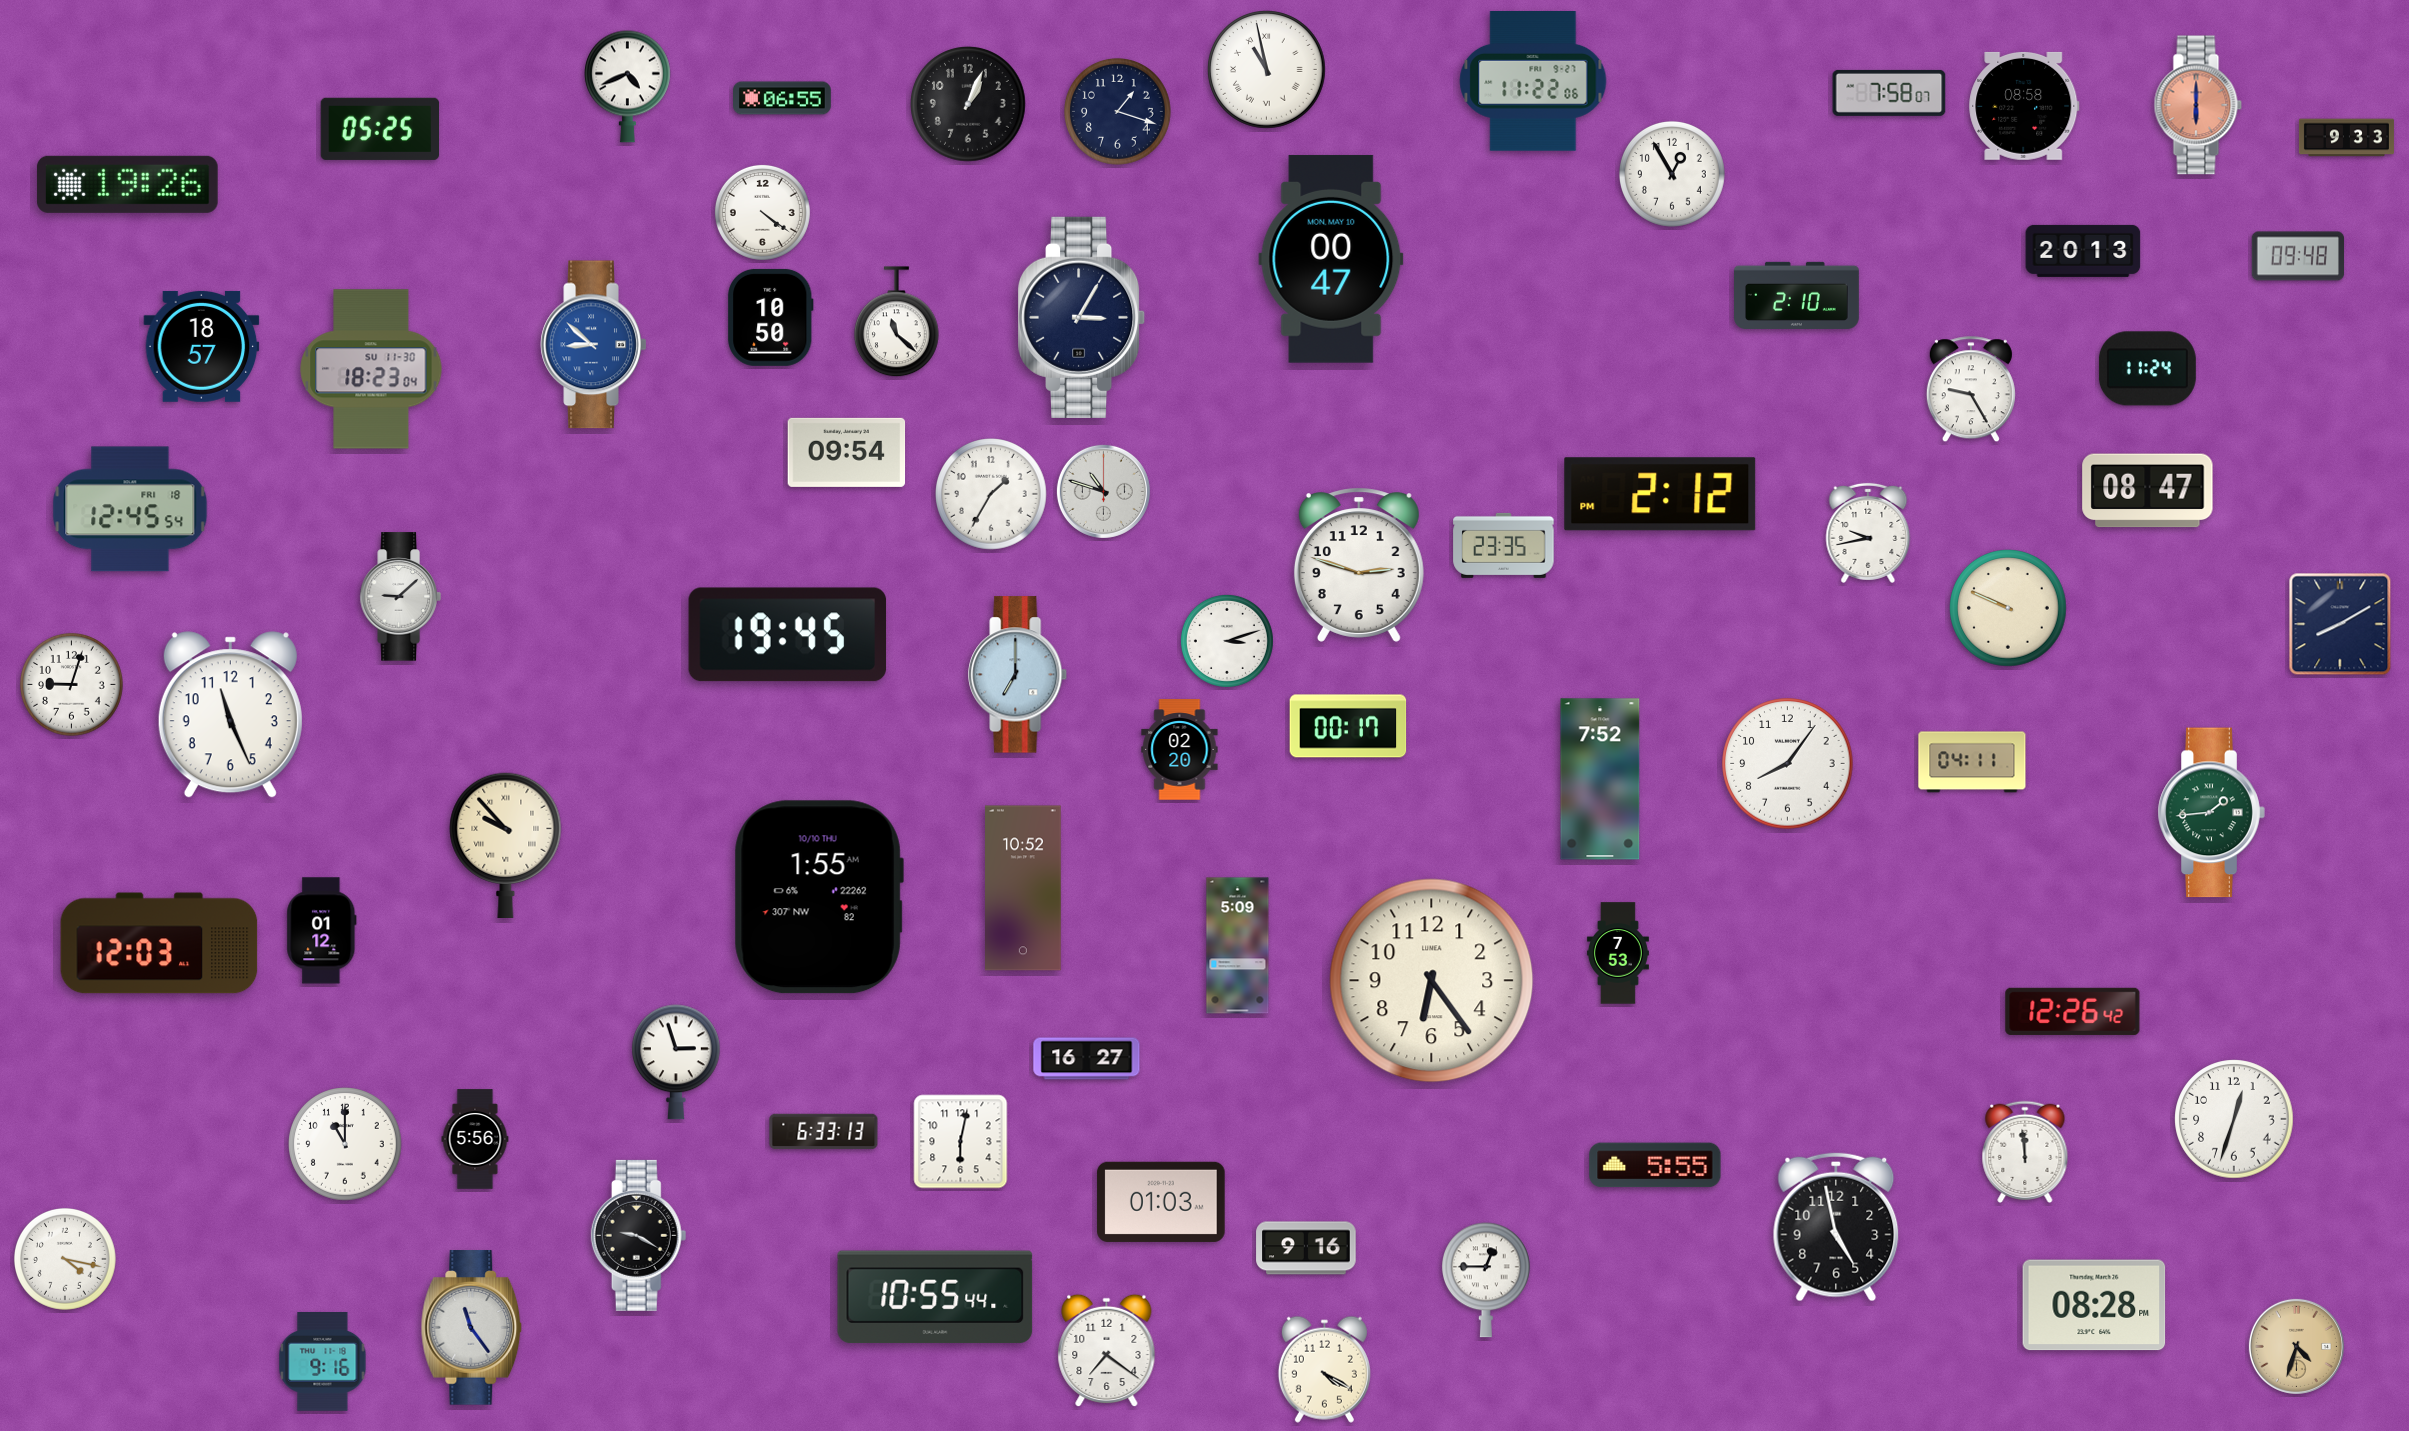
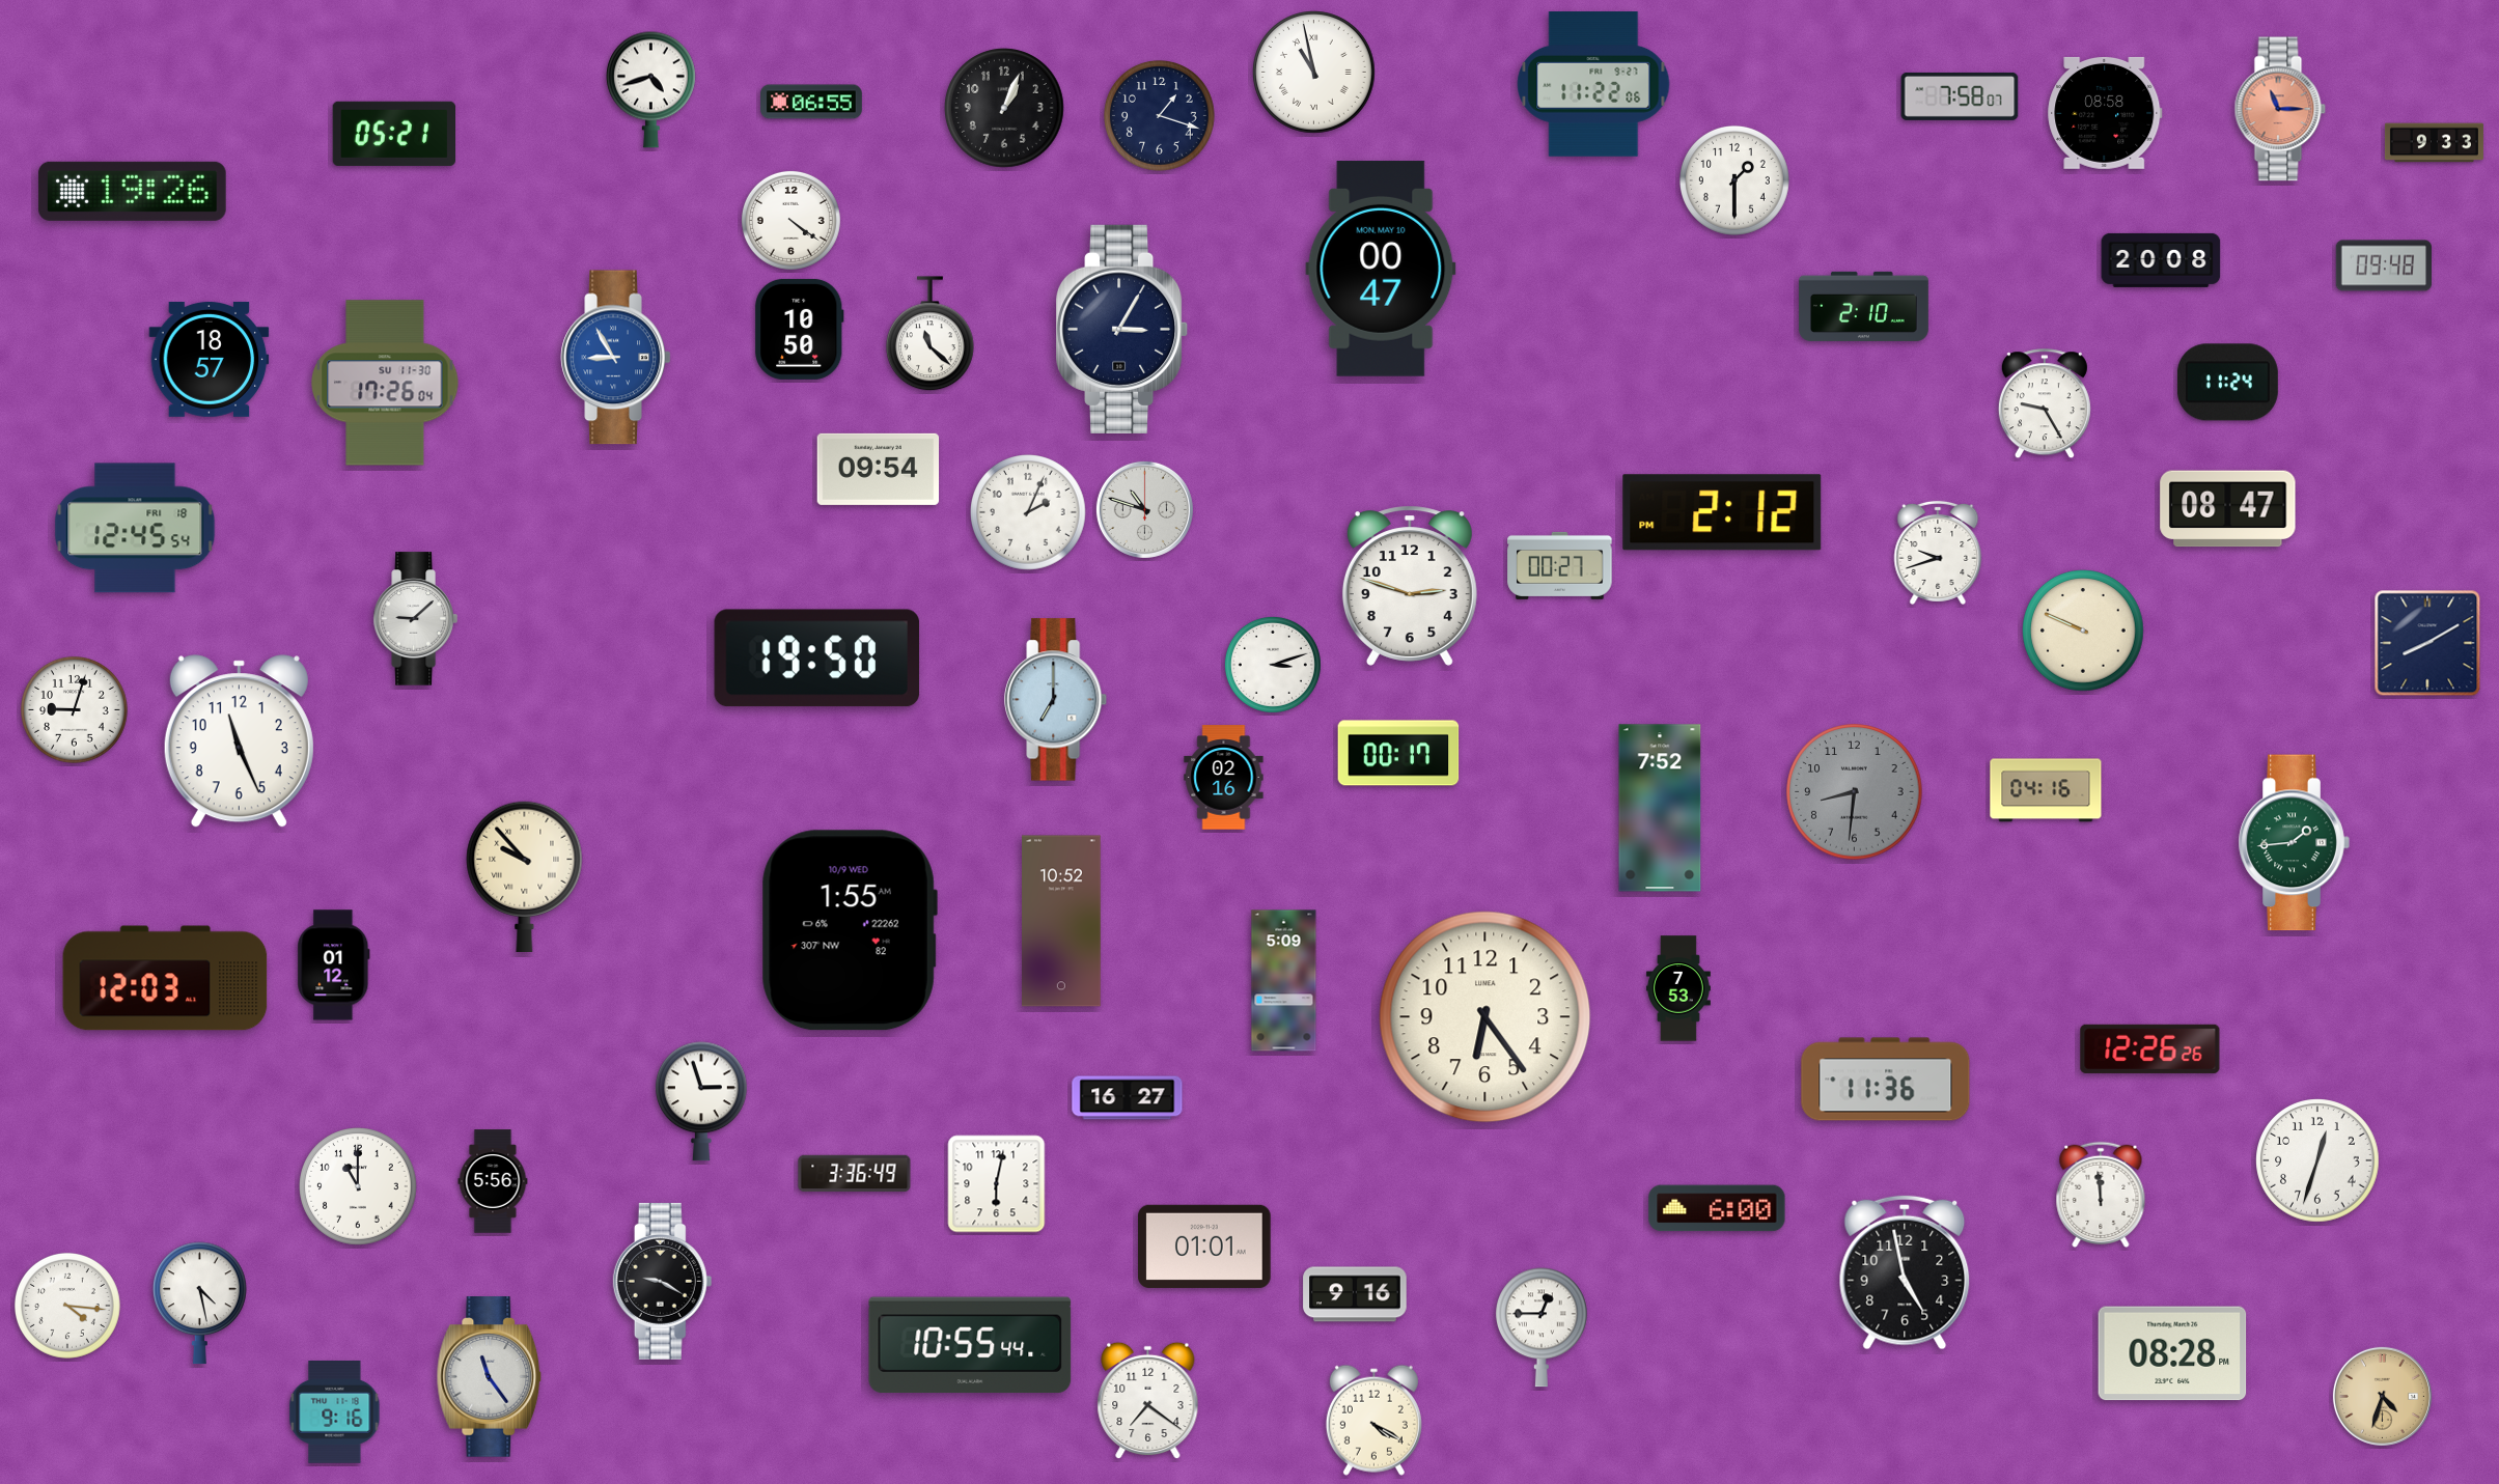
clock at (1533, 82) position: (1533, 82) -> (1593, 85)
clock at (628, 86): 4:41 -> 4:42
clock at (2198, 105): 6:00 -> 11:15
clock at (2024, 106) position: (2024, 106) -> (2105, 113)
clock at (379, 129): 05:25 -> 05:21
clock at (1673, 174): 12:55 -> 1:30
clock at (2083, 251): 20:13 -> 20:08
clock at (594, 345): 8:52 -> 8:55
clock at (371, 369): 18:23 -> 17:26
clock at (992, 495): 1:35 -> 2:04
clock at (1868, 533): 9:43 -> 9:42
clock at (1504, 545): 23:35 -> 00:27
clock at (2340, 624) position: (2340, 624) -> (2427, 643)
clock at (788, 635): 19:45 -> 19:50
clock at (1180, 750): 02:20 -> 02:16
clock at (1972, 762): 04:11 -> 04:16
clock at (1788, 764): 8:06 -> 8:31
clock at (1788, 764) dial: white -> grey
clock at (819, 897) date: 10/10 THU -> 10/9 WED
clock at (2073, 1011): 12:26:42 -> 12:26:26
clock at (1886, 1080): none -> 11:36
clock at (824, 1132): 6:33 -> 3:36
clock at (1655, 1165): 5:55 -> 6:00
clock at (1161, 1202): 01:03 -> 01:01
clock at (200, 1304): none -> 4:28
clock at (65, 1259): 4:17 -> 4:16
